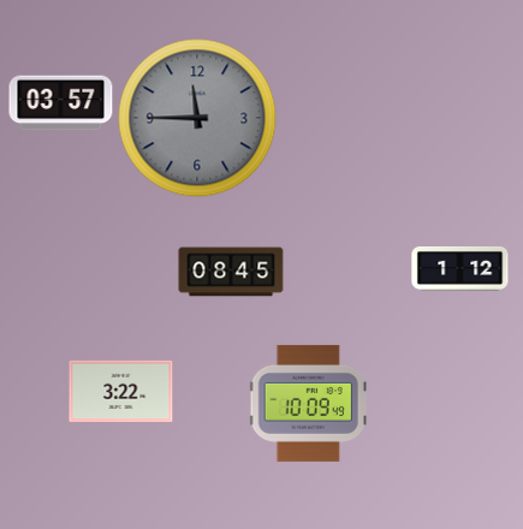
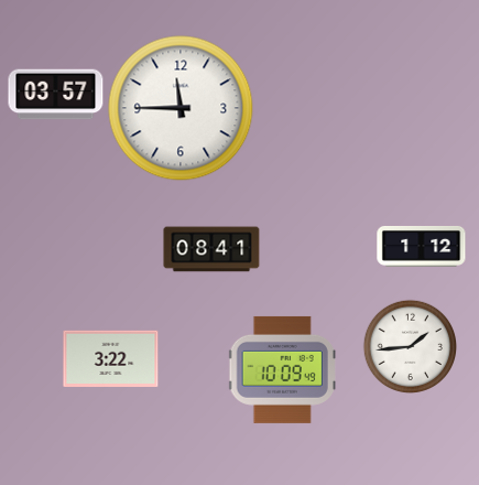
clock at (197, 118) dial: grey -> white
clock at (231, 272): 08:45 -> 08:41
clock at (410, 346): none -> 1:44
